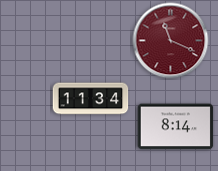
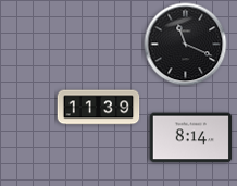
clock at (171, 41) dial: burgundy -> black
clock at (91, 99): 11:34 -> 11:39
